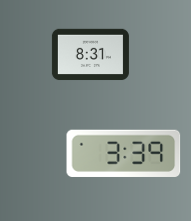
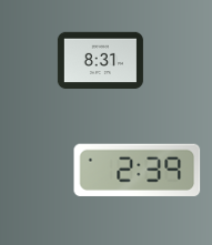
clock at (124, 153): 3:39 -> 2:39
